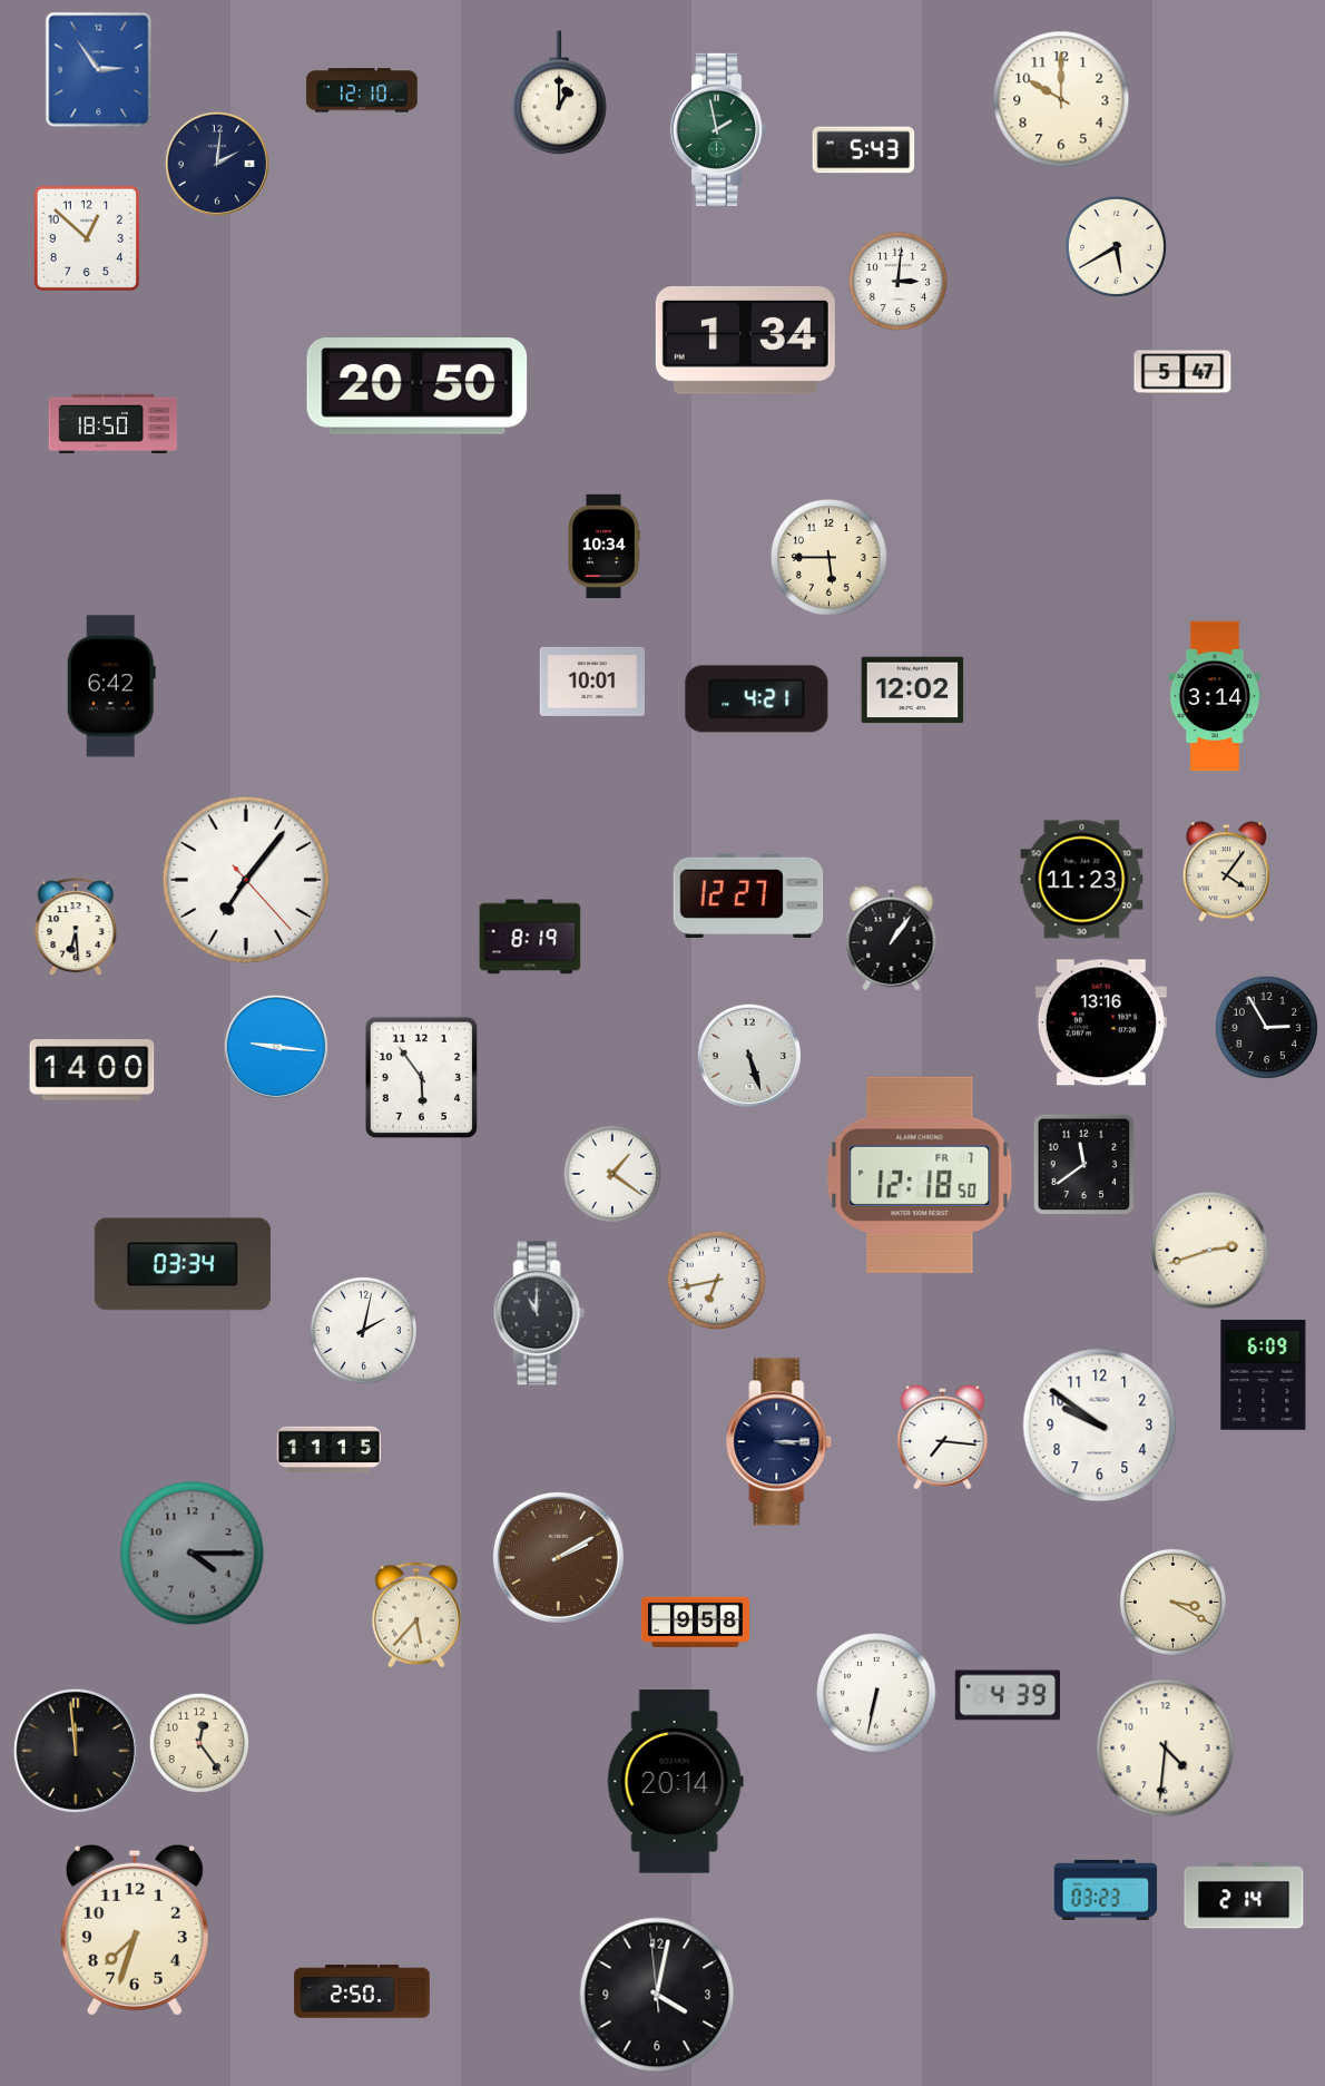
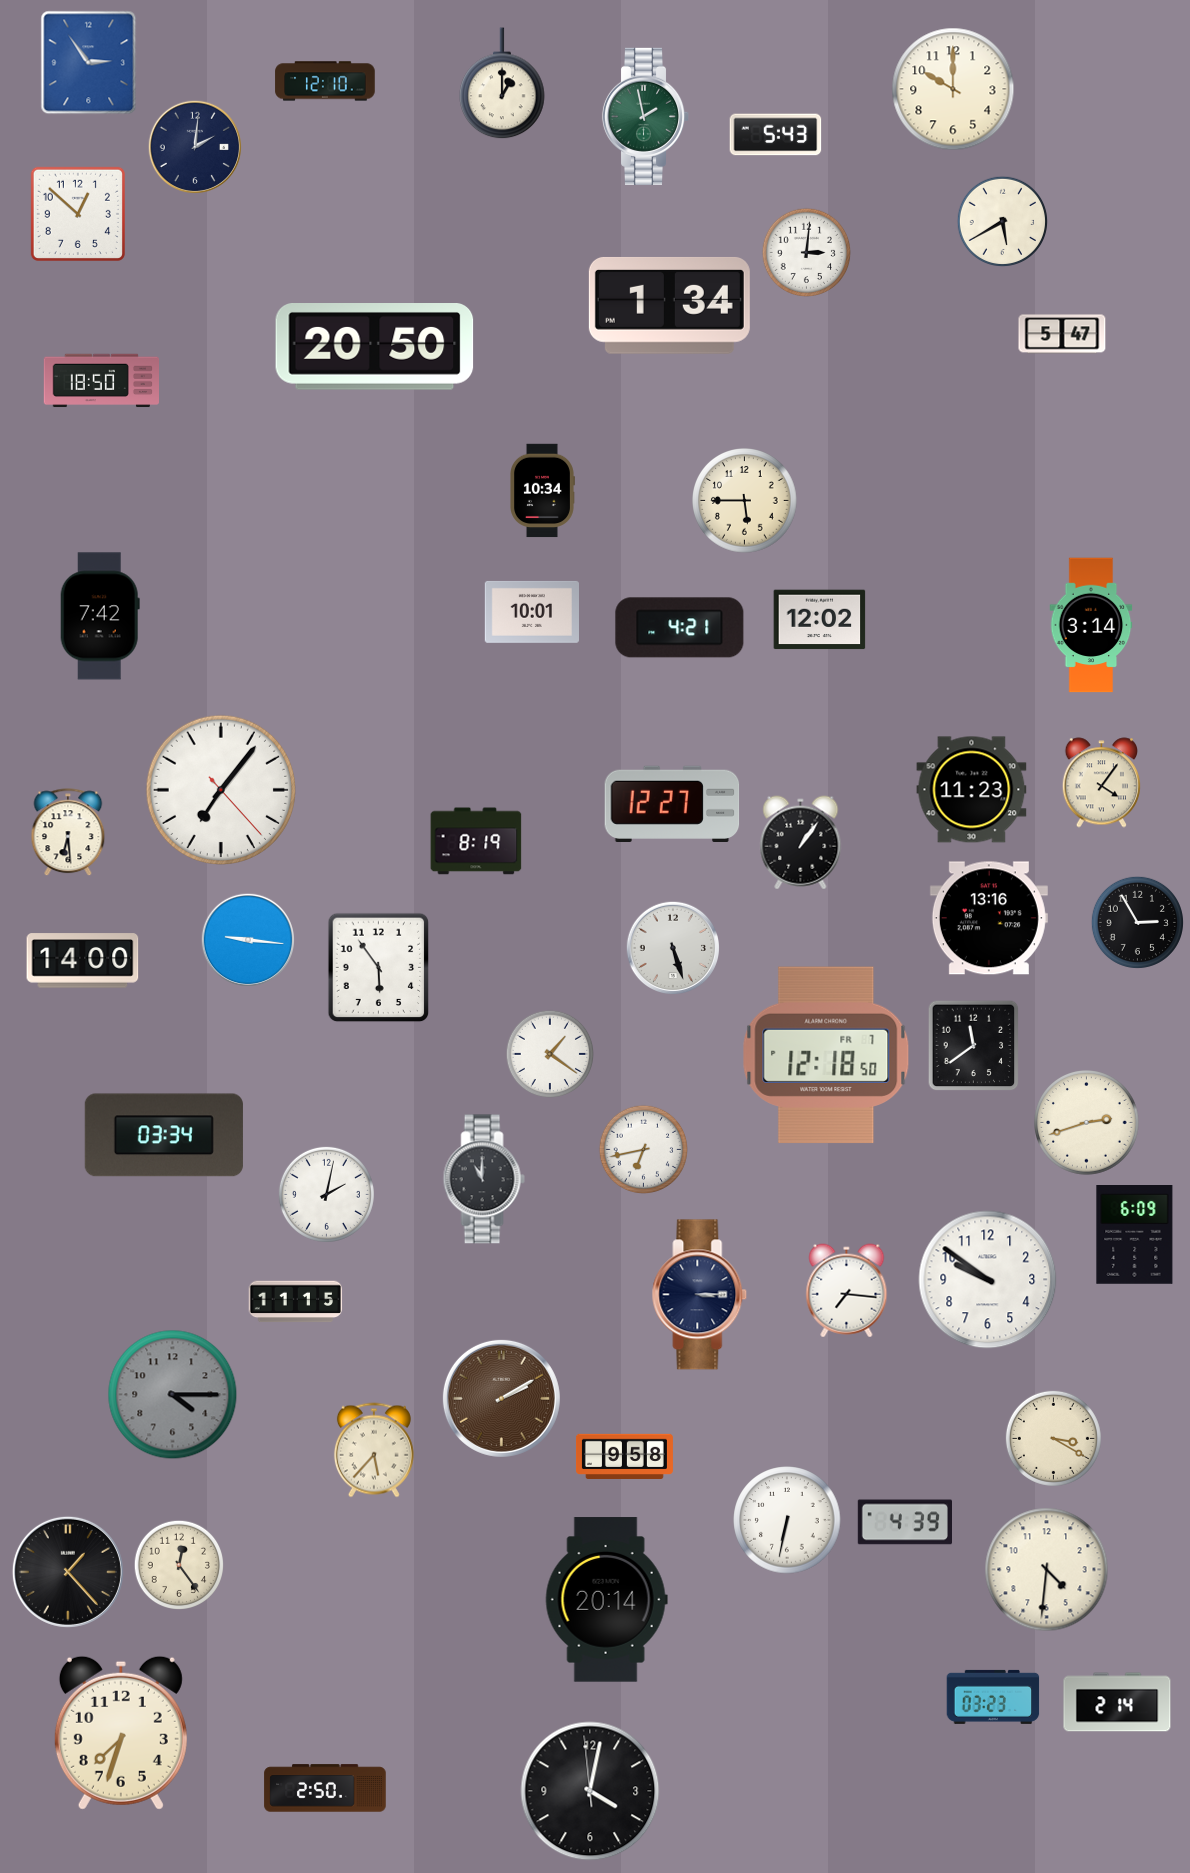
clock at (111, 686): 6:42 -> 7:42
clock at (76, 1751): 11:59 -> 1:23
